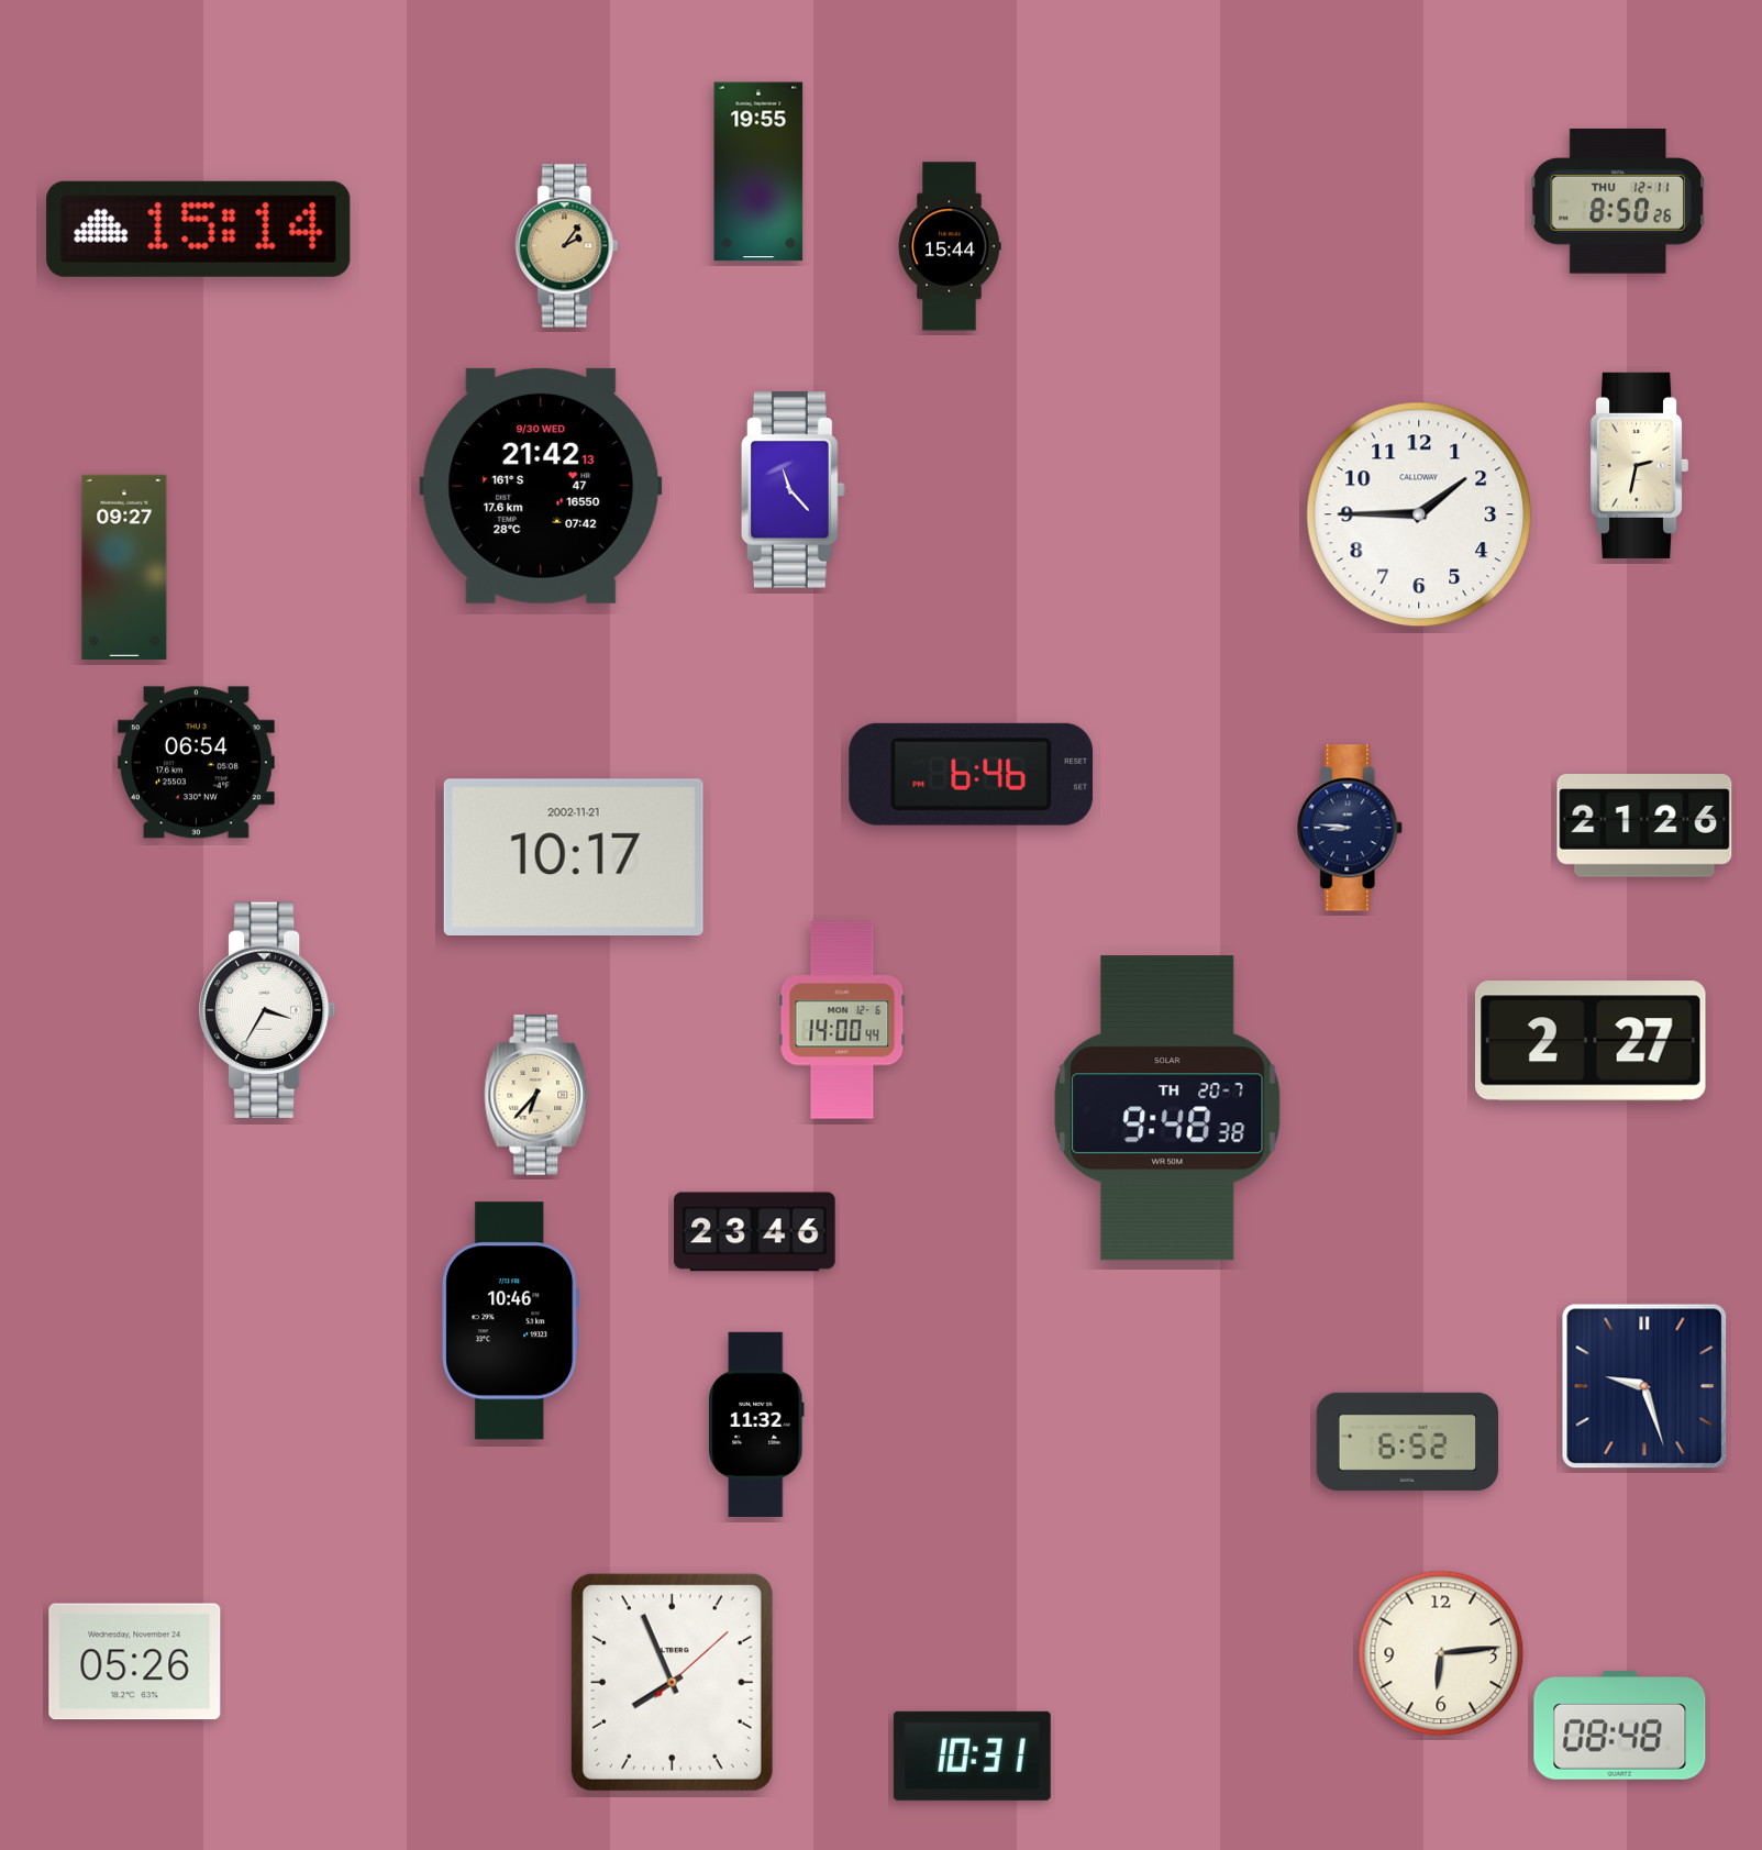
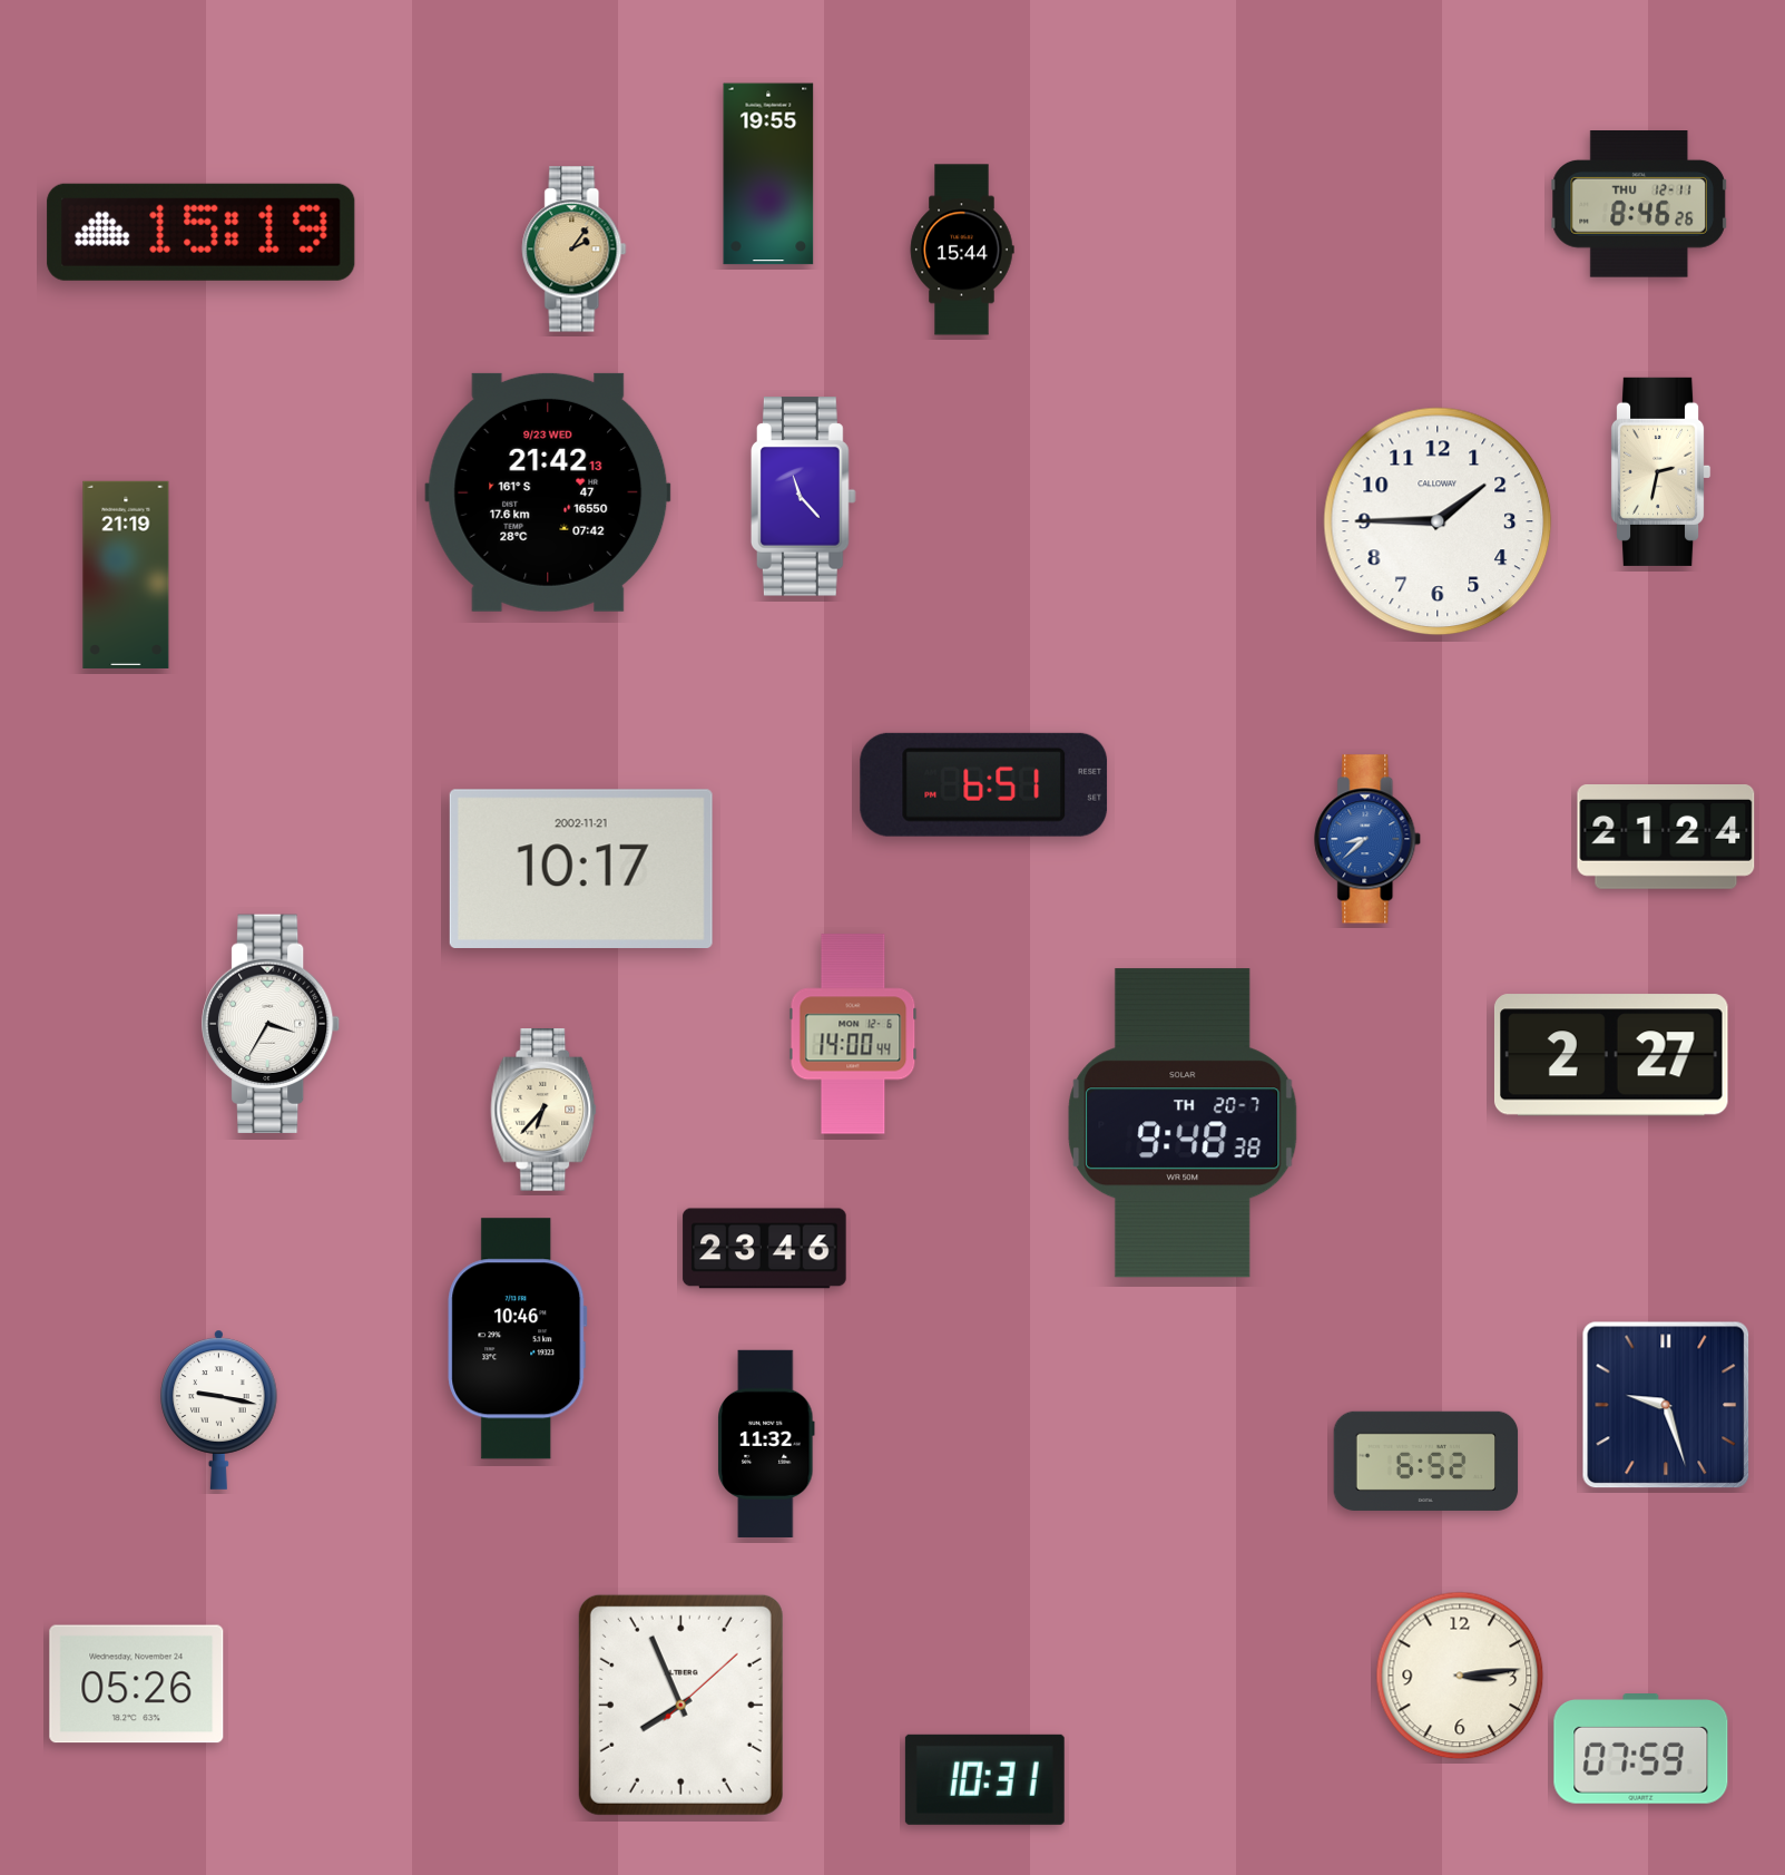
clock at (1618, 202): 8:50 -> 8:46
clock at (199, 229): 15:14 -> 15:19
clock at (541, 486) date: 9/30 WED -> 9/23 WED
clock at (124, 567): 09:27 -> 21:19
clock at (196, 763): 06:54 -> none
clock at (972, 774): 6:46 -> 6:51
clock at (1644, 827): 21:26 -> 21:24
clock at (1351, 828): 8:46 -> 8:38
clock at (1351, 828) dial: navy -> blue
clock at (219, 1409): none -> 9:17
clock at (1441, 1653): 6:14 -> 3:14
clock at (1620, 1726): 08:48 -> 07:59
